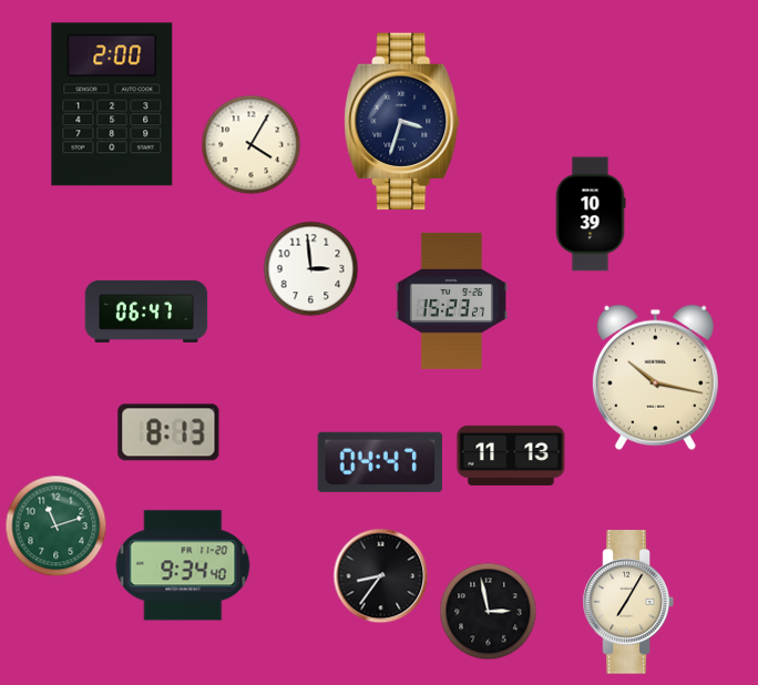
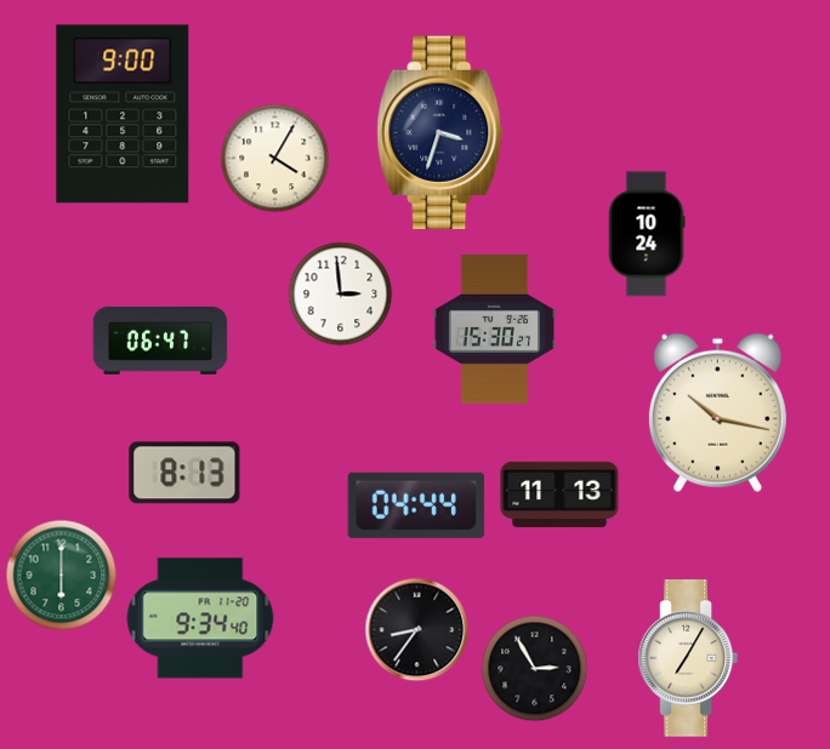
clock at (112, 104): 2:00 -> 9:00
clock at (591, 214): 10:39 -> 10:24
clock at (451, 300): 15:23 -> 15:30
clock at (511, 456) position: (511, 456) -> (559, 494)
clock at (380, 462): 04:47 -> 04:44
clock at (55, 525): 11:12 -> 6:00
clock at (488, 611): 2:58 -> 2:55
